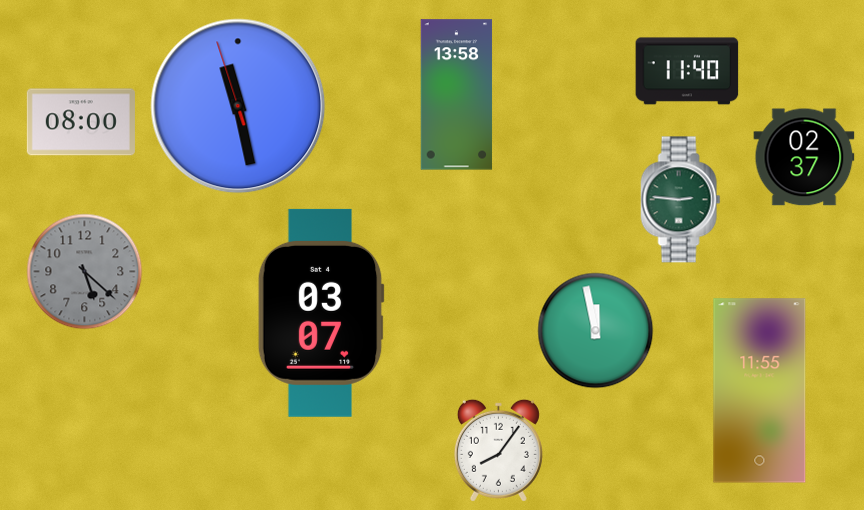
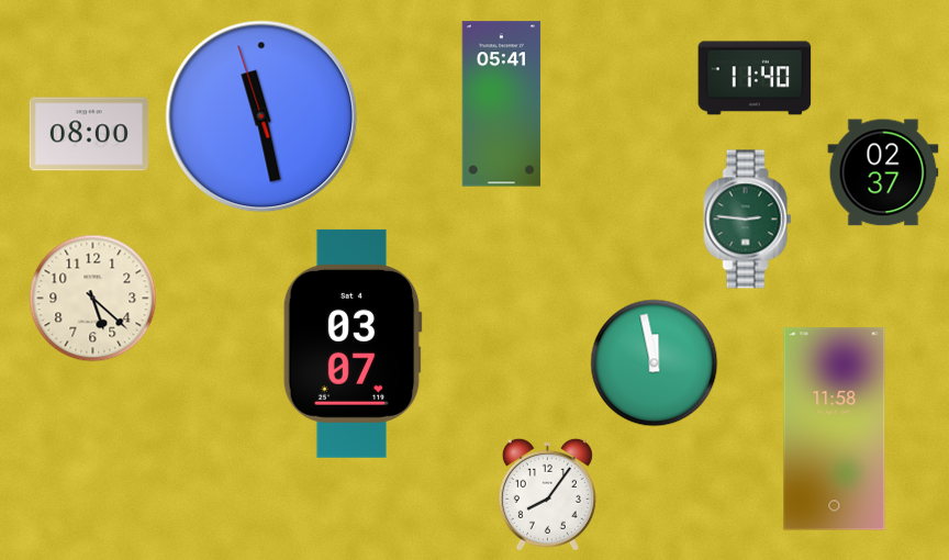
clock at (457, 95): 13:58 -> 05:41
clock at (85, 272) dial: grey -> cream
clock at (760, 391): 11:55 -> 11:58
